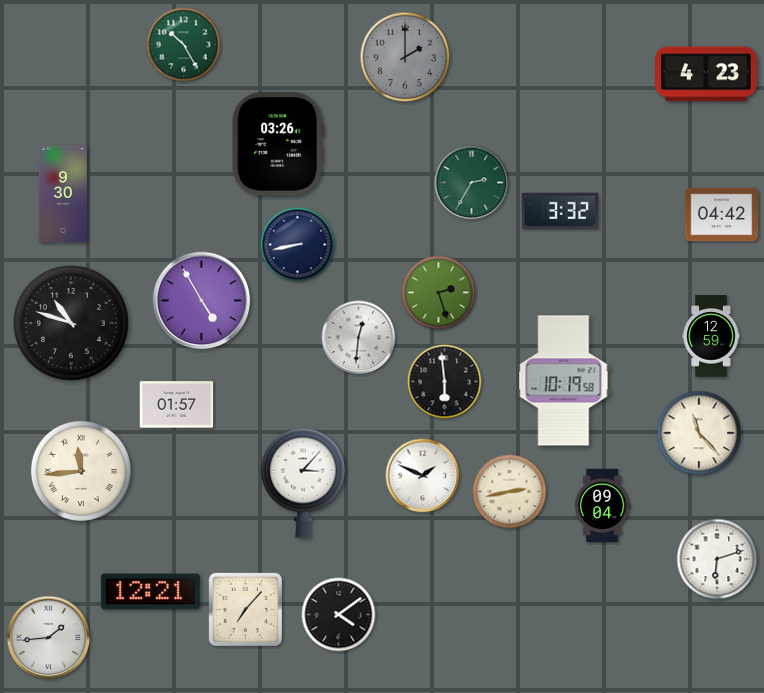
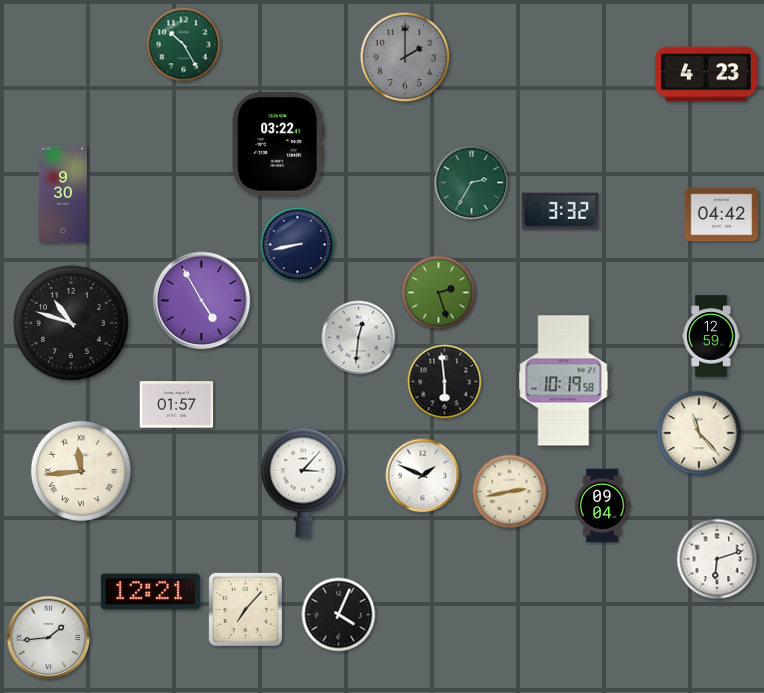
clock at (278, 144): 03:26 -> 03:22
clock at (339, 615): 4:09 -> 4:04
